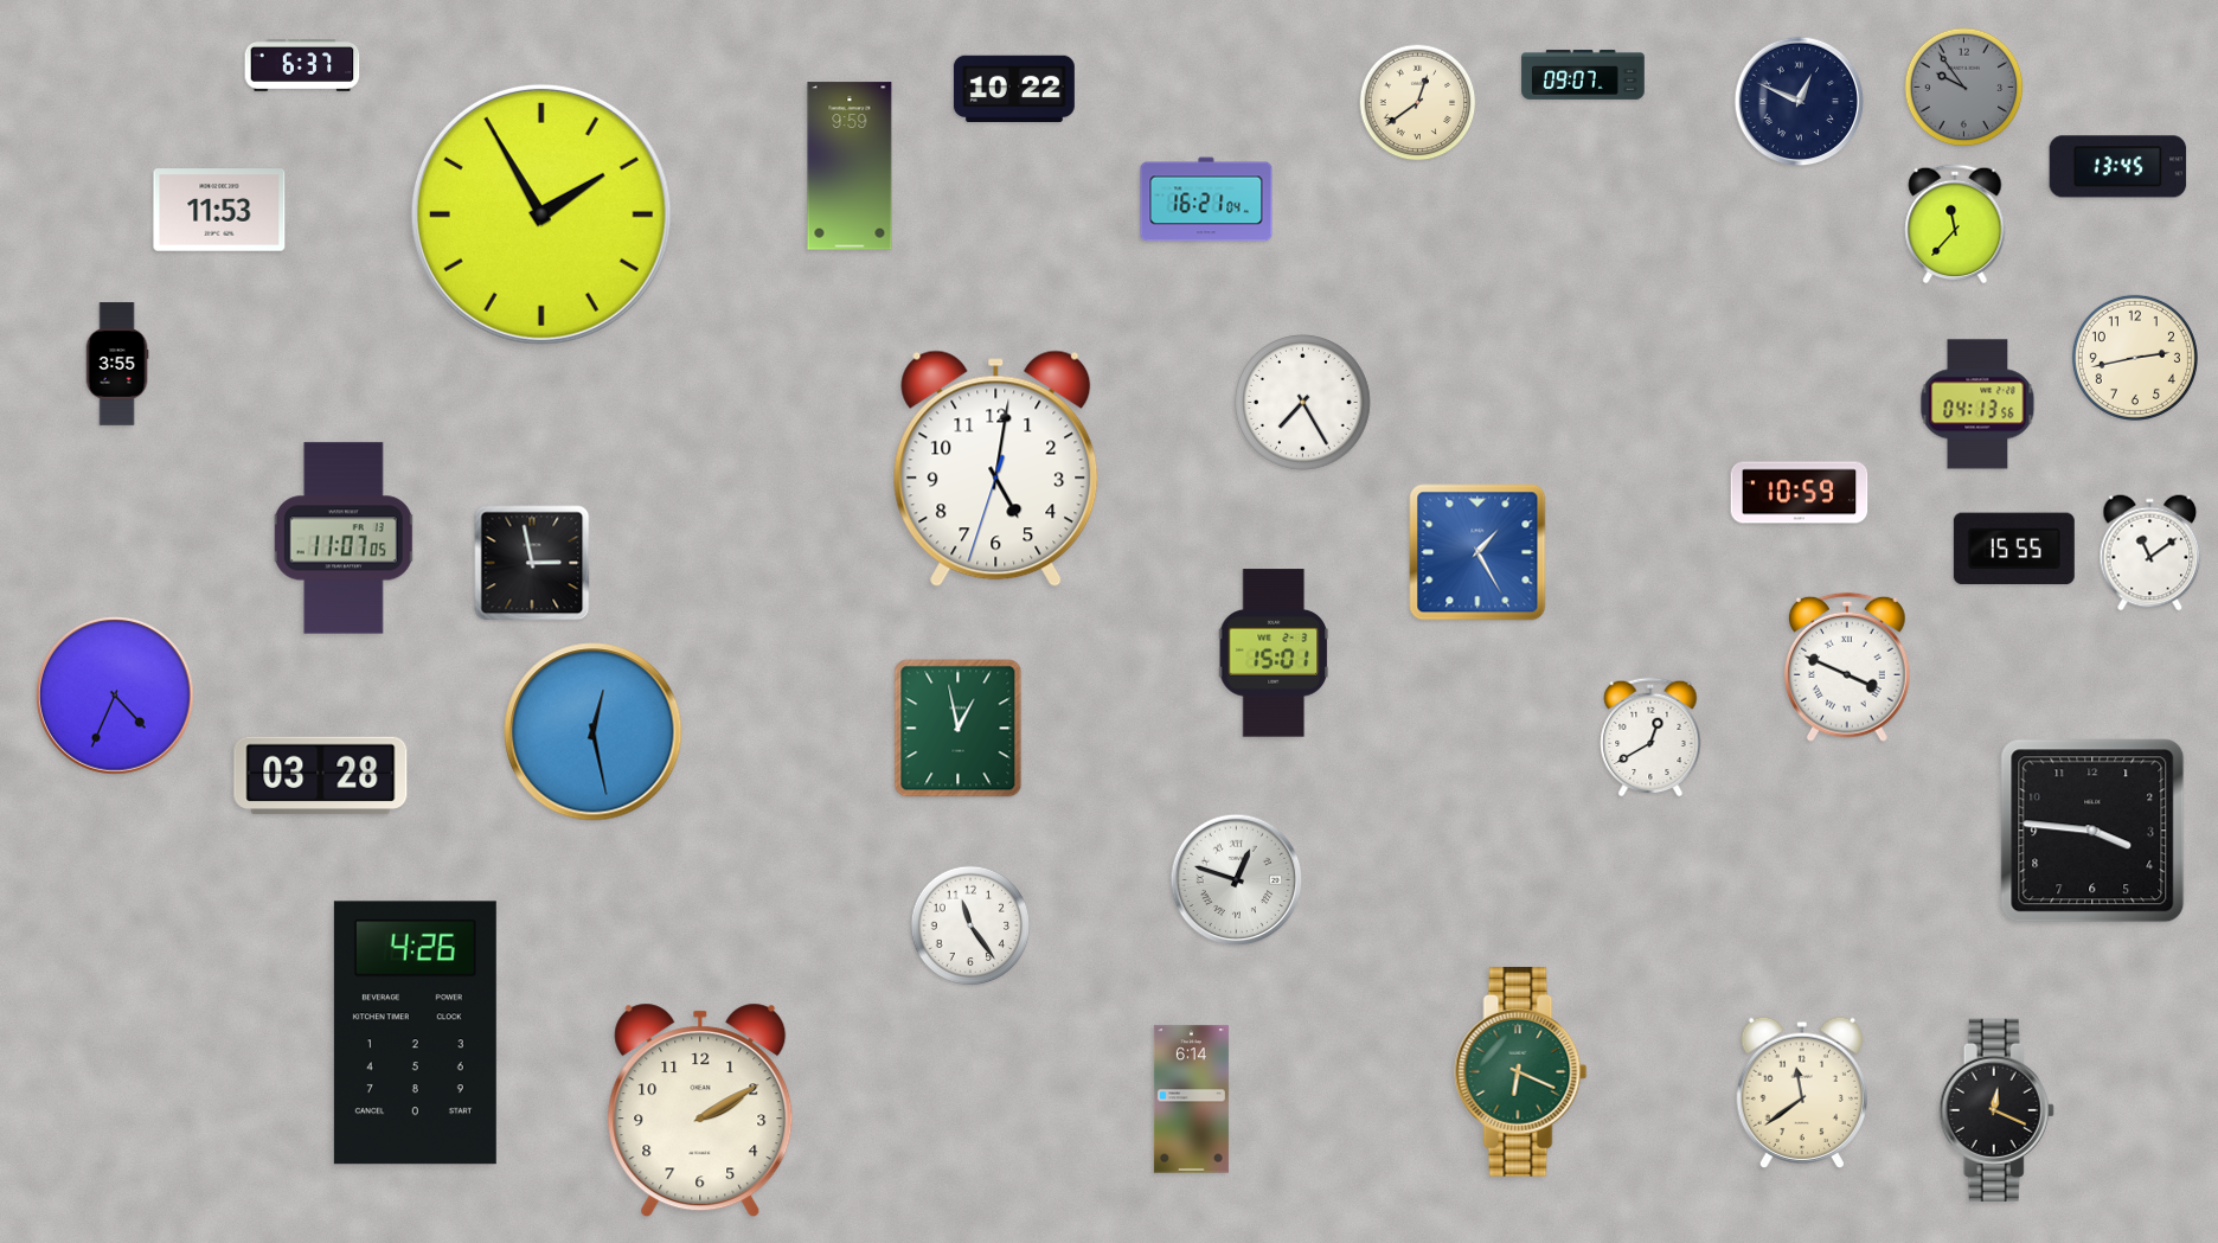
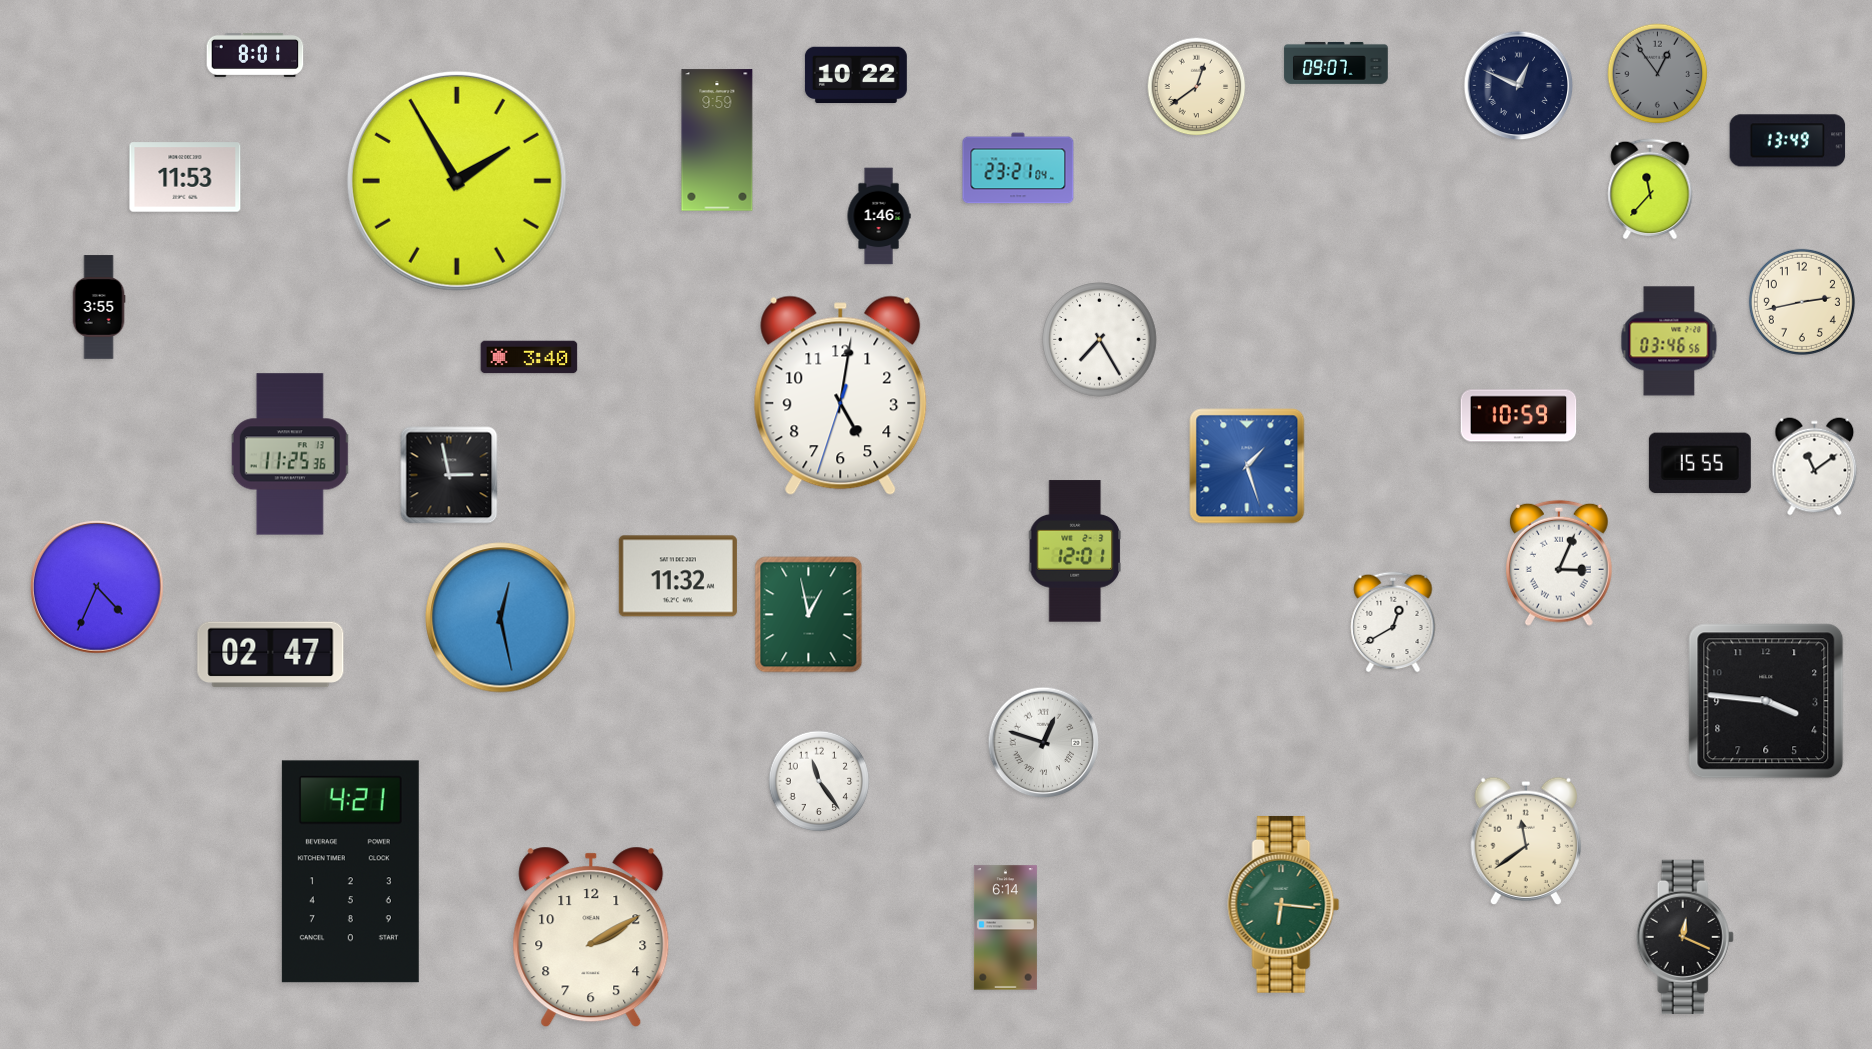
clock at (302, 66): 6:37 -> 8:01
clock at (1964, 88): 9:54 -> 12:54
clock at (2118, 167): 13:45 -> 13:49
clock at (1206, 199): 16:21 -> 23:21
clock at (879, 216): none -> 1:46
clock at (1977, 404): 04:13 -> 03:46
clock at (529, 357): none -> 3:40
clock at (344, 538): 11:07 -> 11:25
clock at (1477, 552): 1:25 -> 1:27
clock at (1273, 653): 15:01 -> 12:01
clock at (1847, 667): 3:49 -> 3:04
clock at (678, 576): none -> 11:32
clock at (321, 776): 03:28 -> 02:47
clock at (415, 1033): 4:26 -> 4:21
clock at (1521, 1071): 6:19 -> 6:16
clock at (1801, 1091) position: (1801, 1091) -> (1525, 840)
